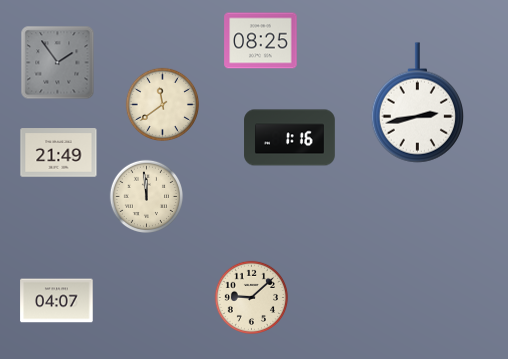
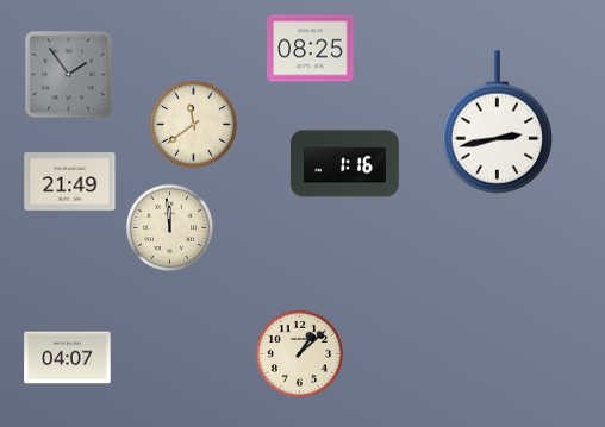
clock at (146, 196) position: (146, 196) -> (169, 227)
clock at (251, 297): 9:08 -> 1:08
